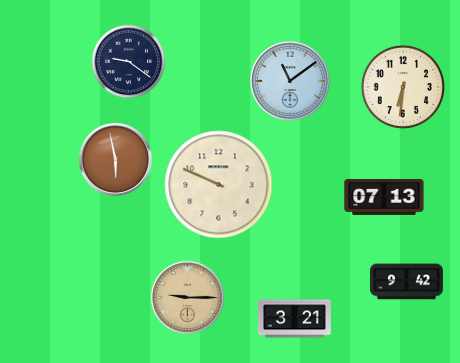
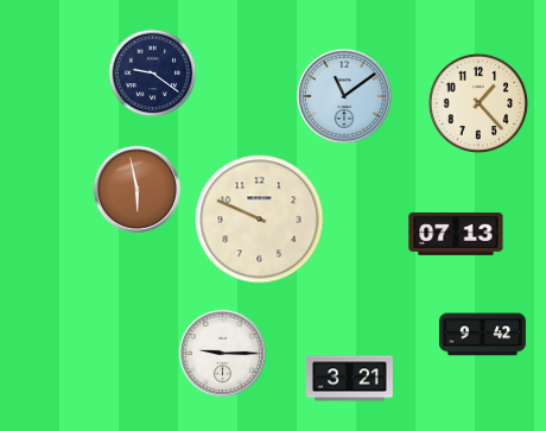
clock at (403, 87): 6:31 -> 1:23
clock at (187, 297) dial: champagne -> white
